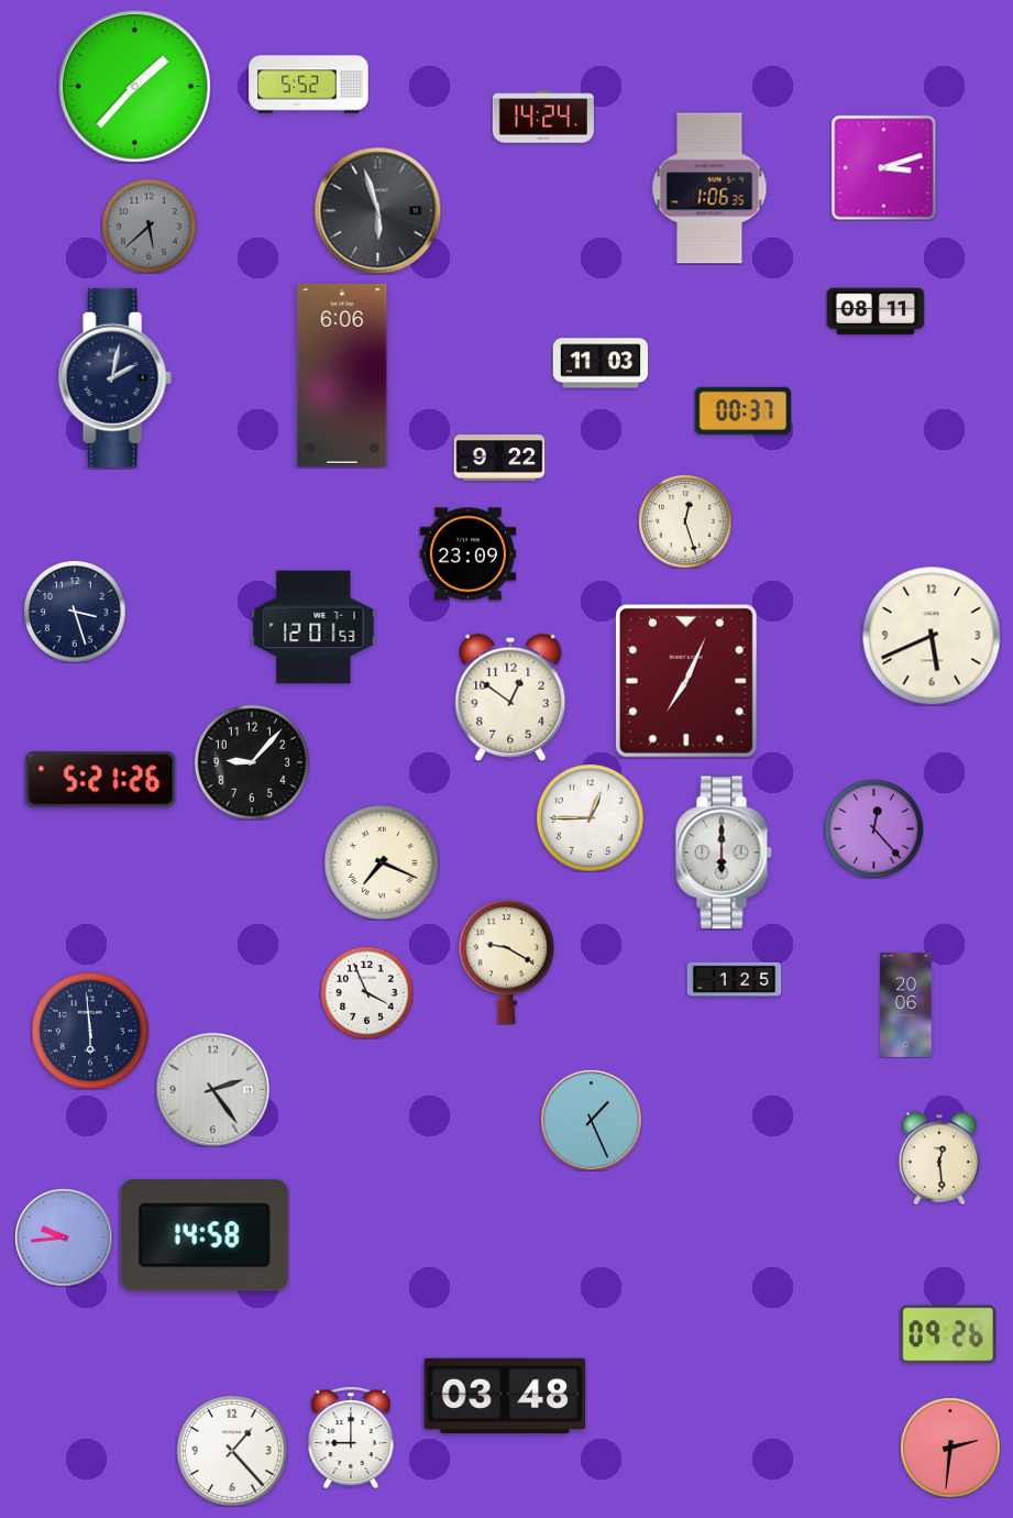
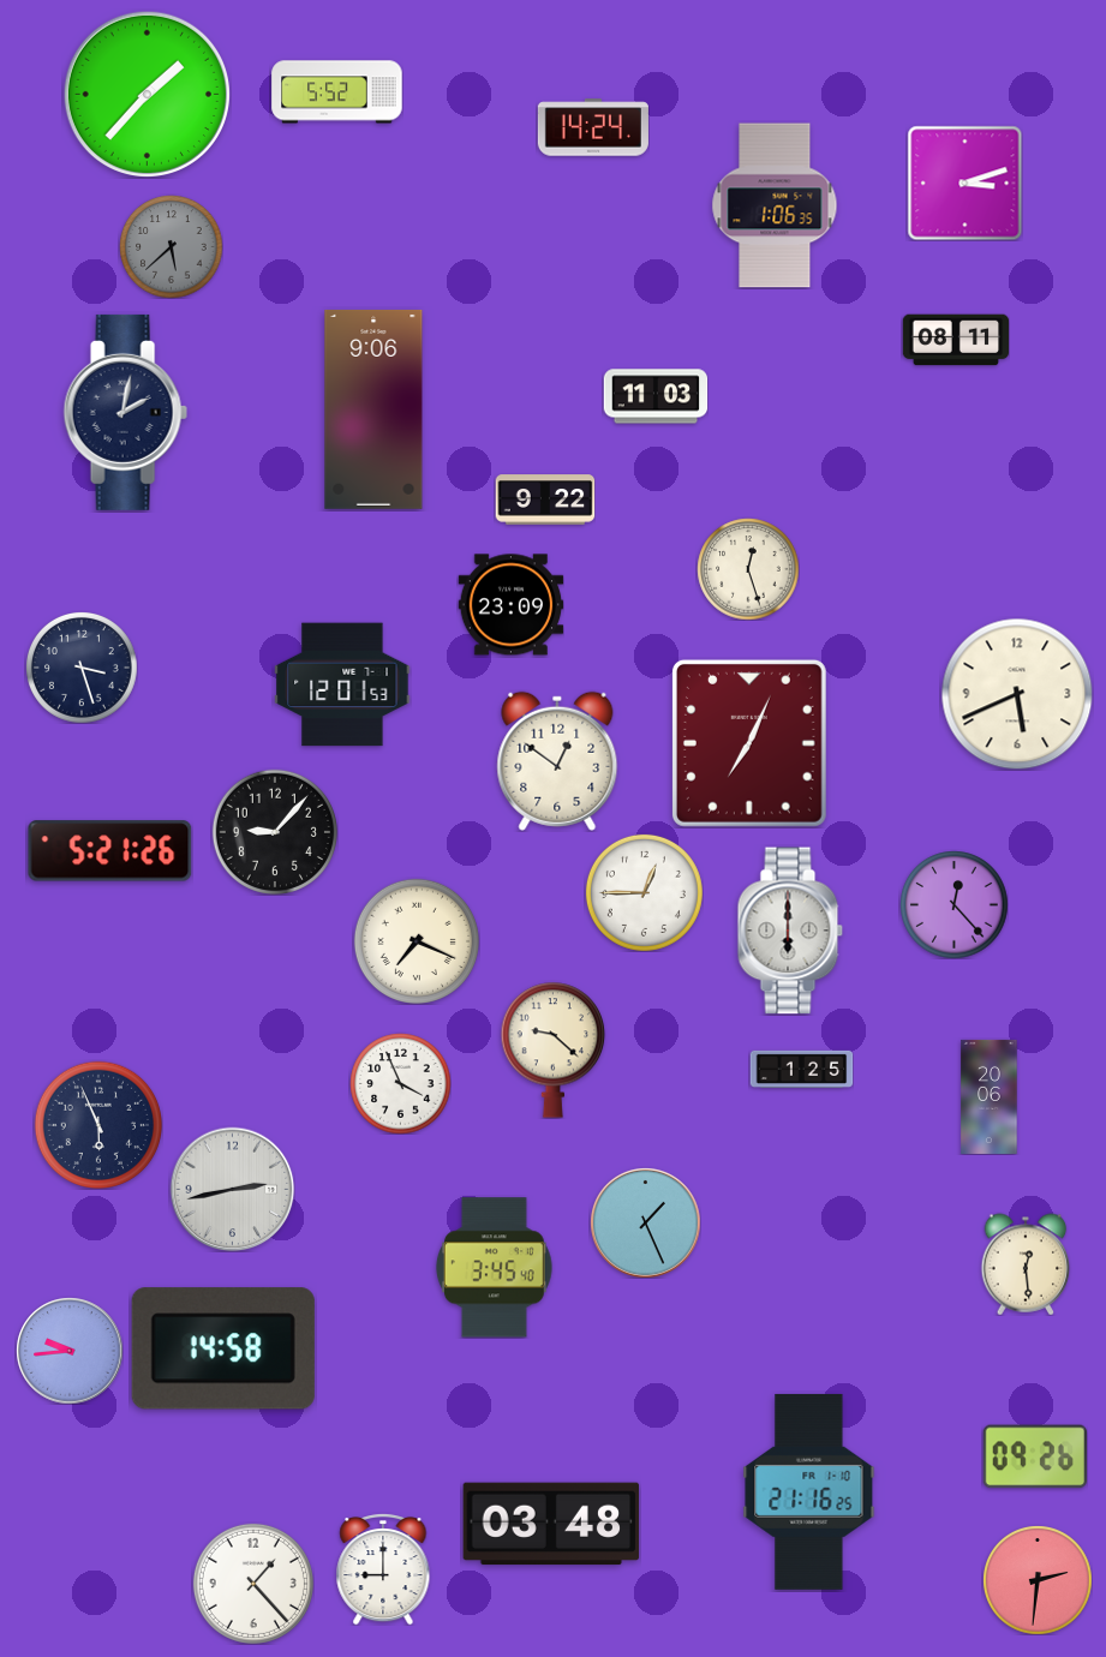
clock at (377, 210): 5:57 -> none
clock at (148, 226) position: (148, 226) -> (171, 246)
clock at (342, 375): 6:06 -> 9:06
clock at (742, 410): 00:37 -> none
clock at (507, 961): 9:20 -> 9:22
clock at (89, 1030): 5:59 -> 5:56
clock at (212, 1089): 2:24 -> 2:43
clock at (494, 1268): none -> 3:45
clock at (809, 1491): none -> 21:16
